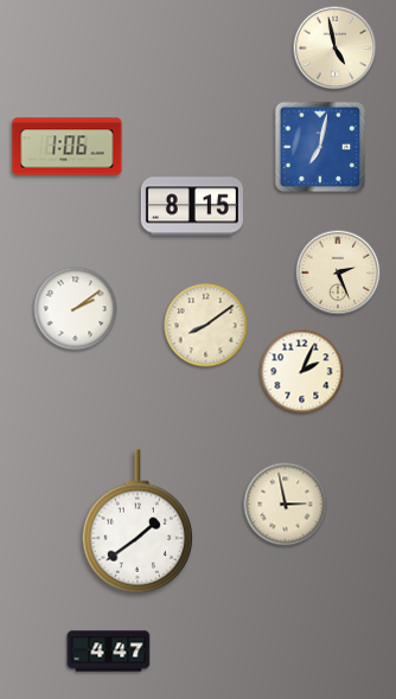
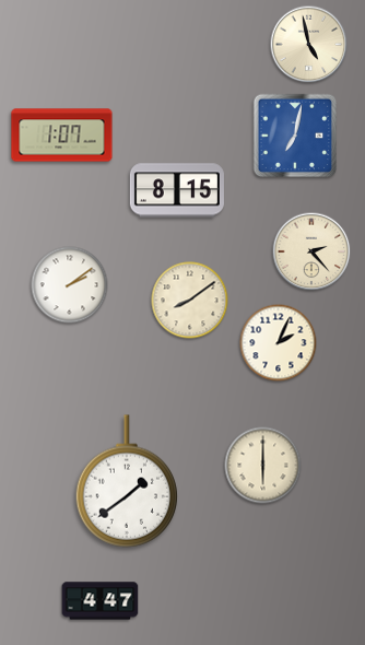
clock at (68, 147): 1:06 -> 1:07
clock at (338, 272): 2:26 -> 2:23
clock at (286, 505): 2:58 -> 6:00
